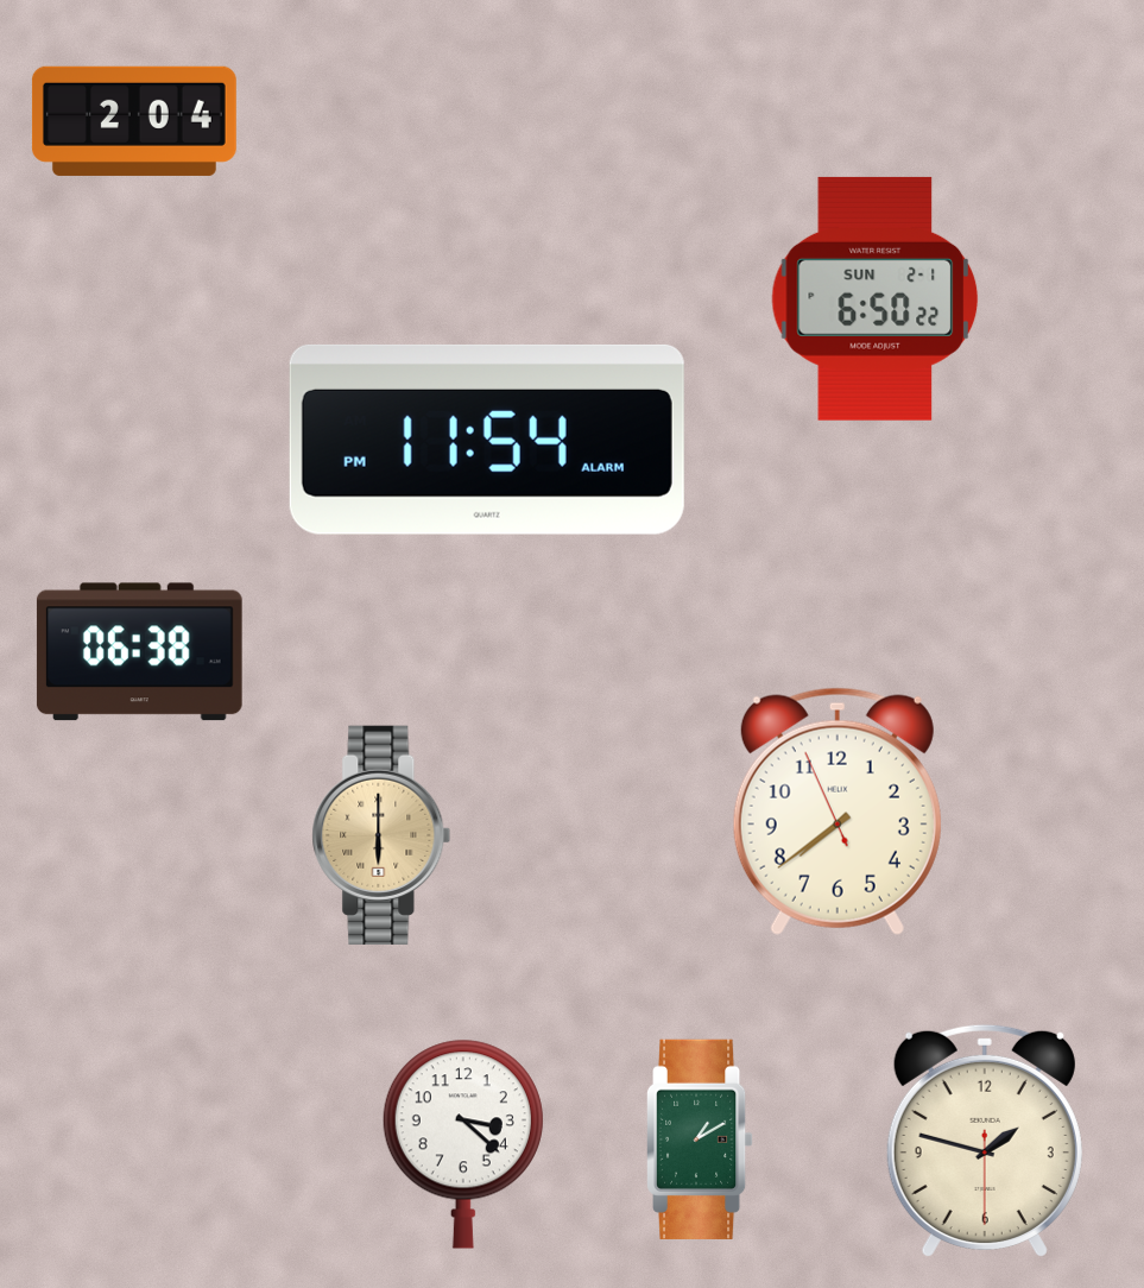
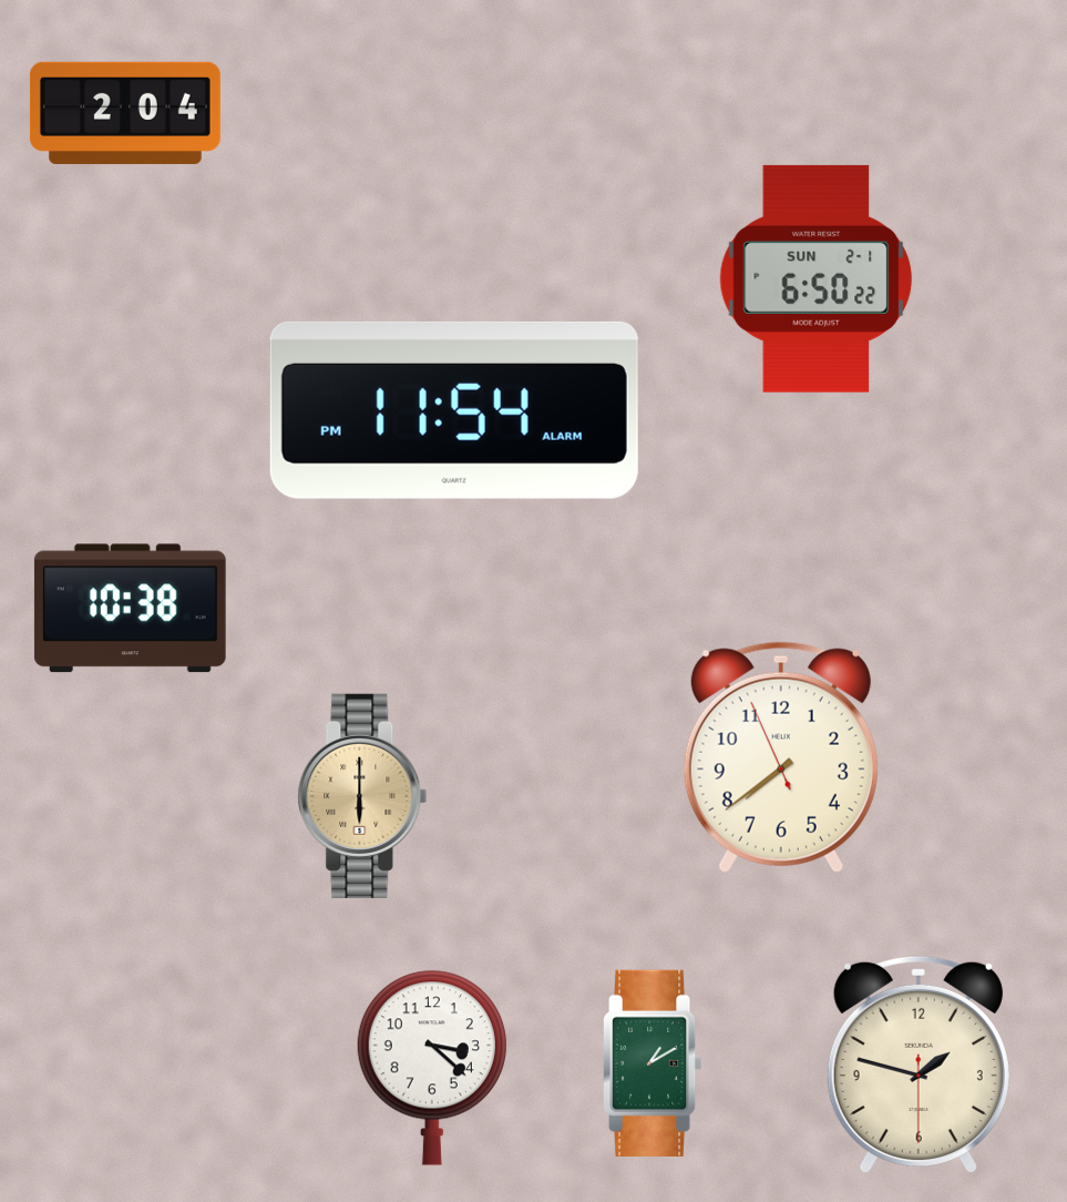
clock at (139, 652): 06:38 -> 10:38
clock at (381, 835) position: (381, 835) -> (362, 796)
